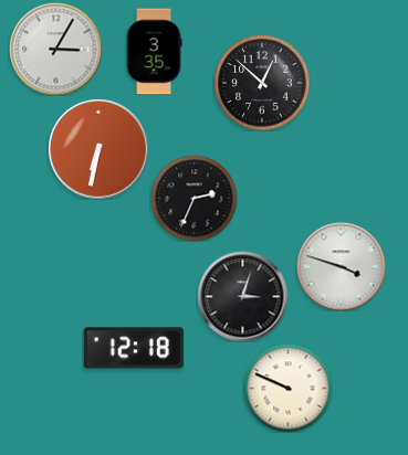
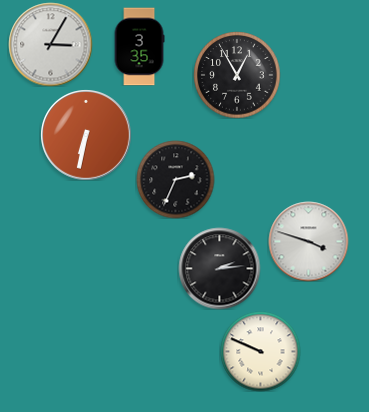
clock at (262, 83): 12:52 -> 12:55
clock at (98, 149) position: (98, 149) -> (86, 135)
clock at (242, 296): 3:03 -> 2:14
clock at (134, 348): 12:18 -> none
